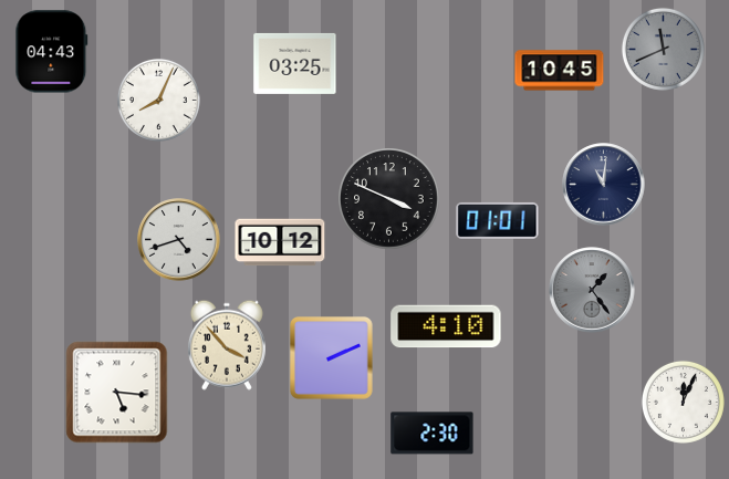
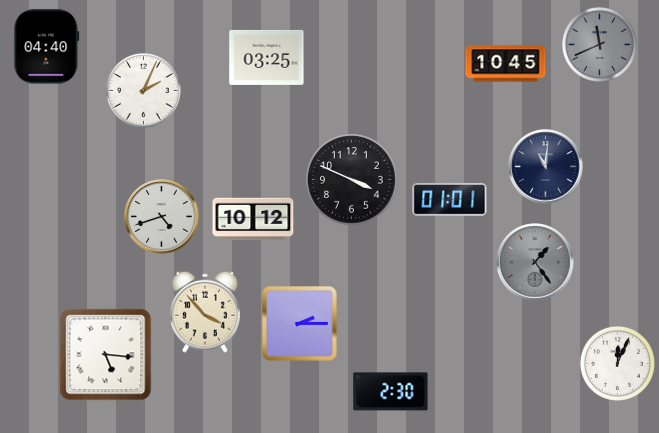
clock at (52, 52): 04:43 -> 04:40
clock at (158, 100): 8:04 -> 2:04
clock at (446, 326): 4:10 -> none
clock at (332, 358): 2:11 -> 2:15
